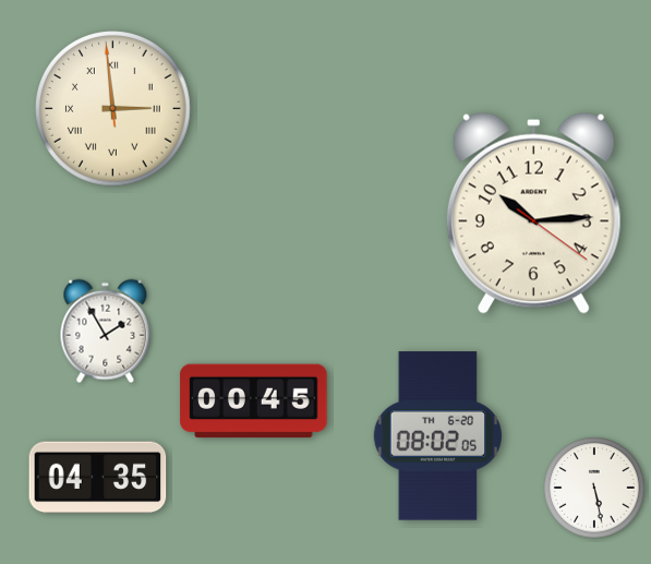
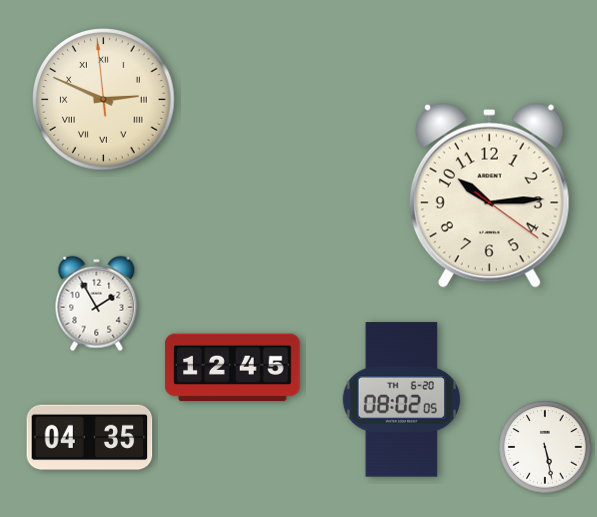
clock at (113, 109): 2:58 -> 2:48
clock at (254, 401): 00:45 -> 12:45
